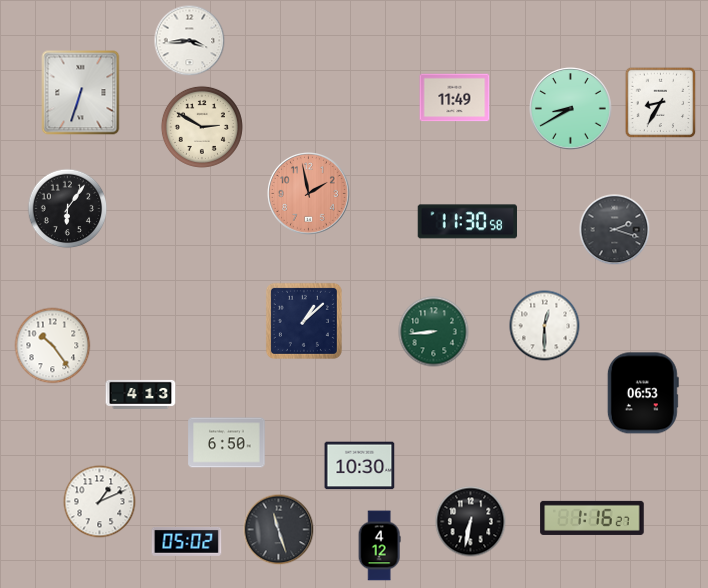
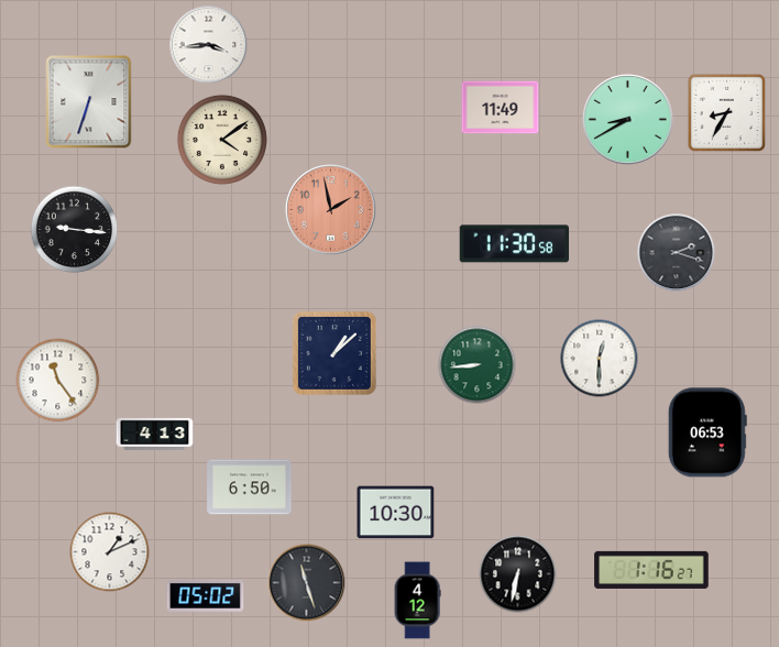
clock at (202, 127): 2:50 -> 4:09
clock at (309, 194) position: (309, 194) -> (331, 210)
clock at (68, 209): 6:06 -> 9:16
clock at (53, 346): 10:24 -> 11:24
